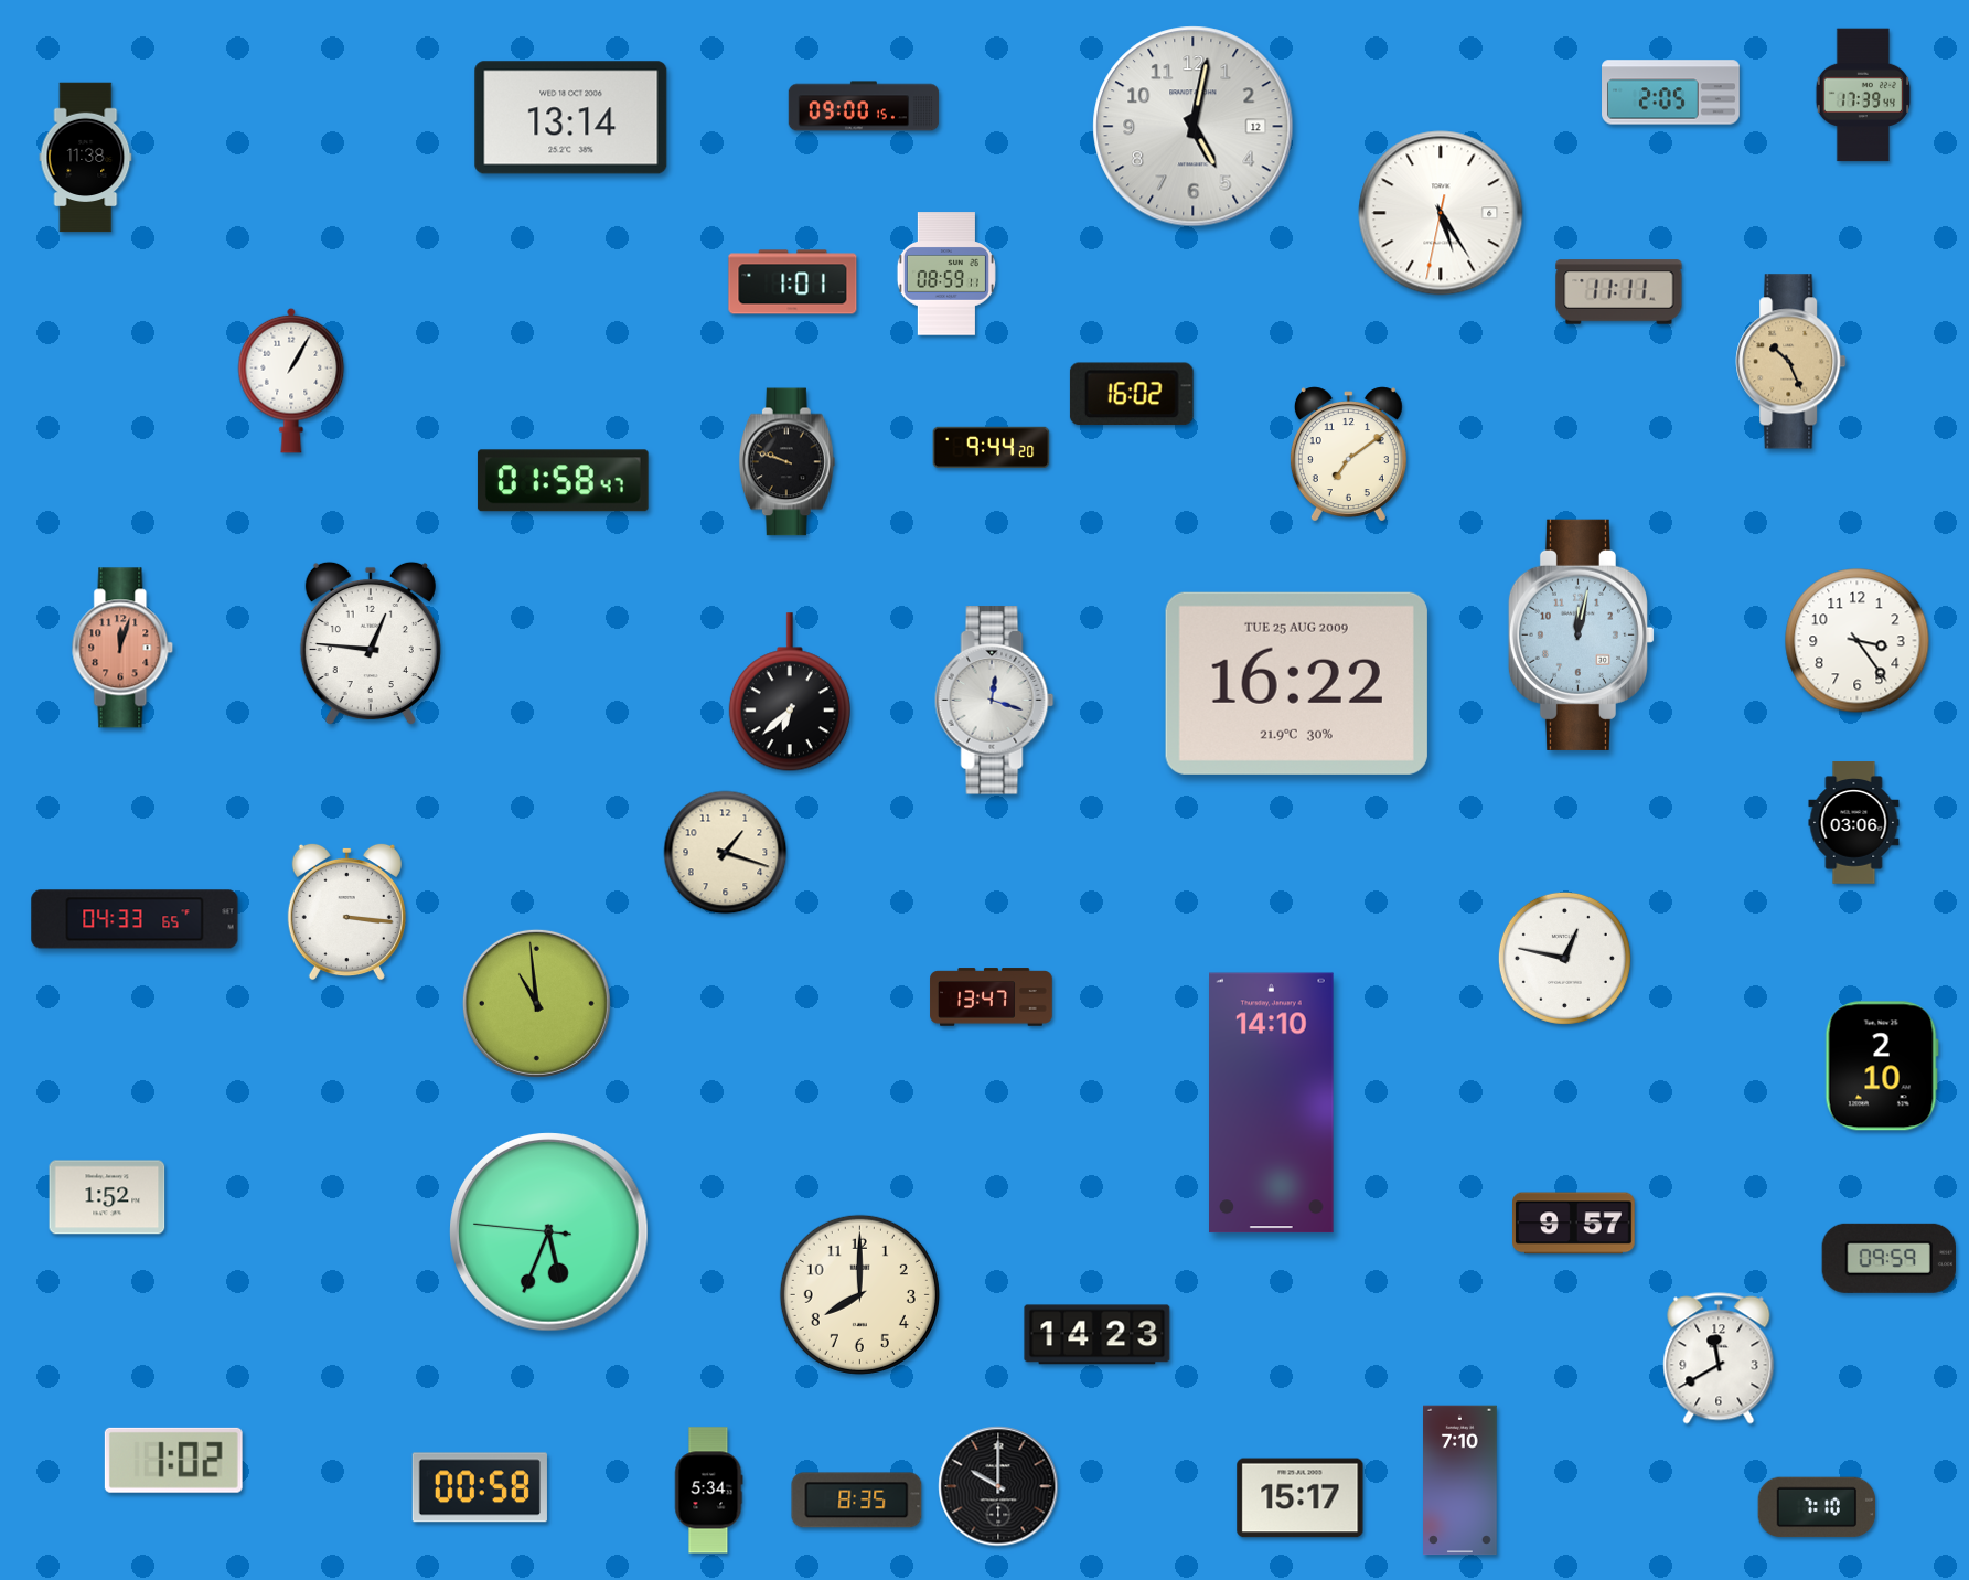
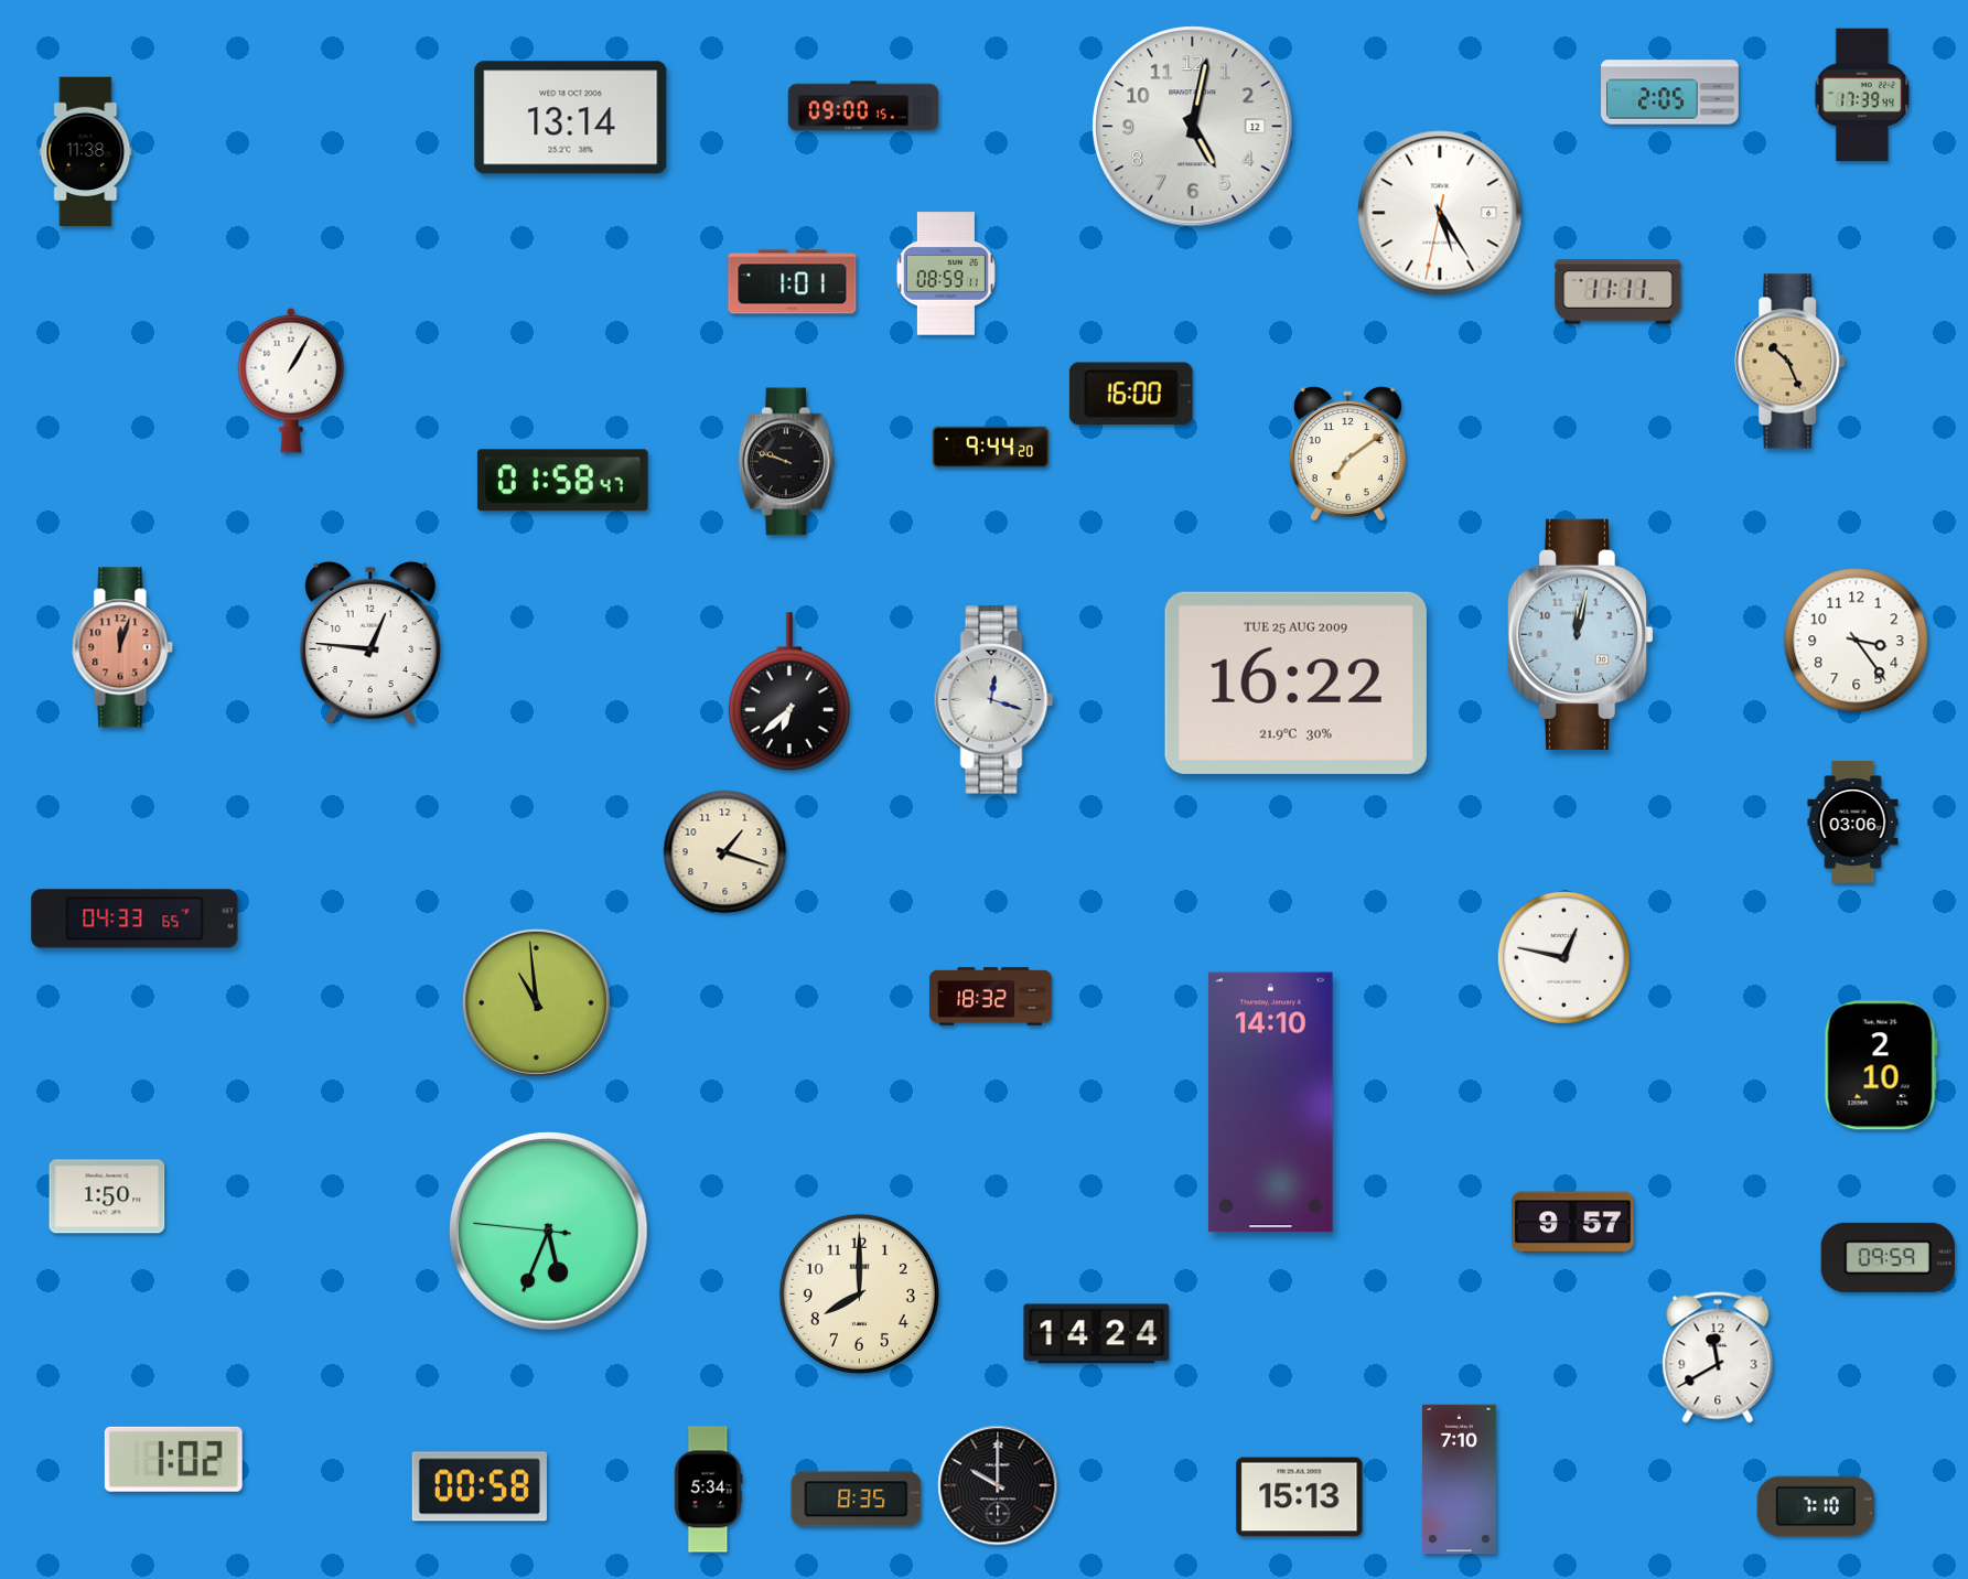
clock at (86, 158) position: (86, 158) -> (86, 152)
clock at (1132, 394): 16:02 -> 16:00
clock at (346, 911): 3:16 -> none
clock at (992, 997): 13:47 -> 18:32
clock at (107, 1197): 1:52 -> 1:50
clock at (1098, 1335): 14:23 -> 14:24
clock at (1301, 1498): 15:17 -> 15:13
